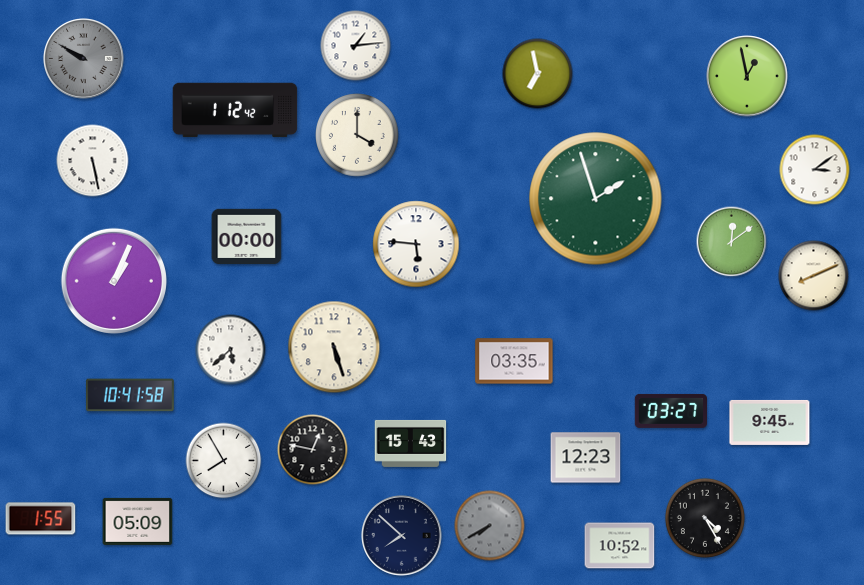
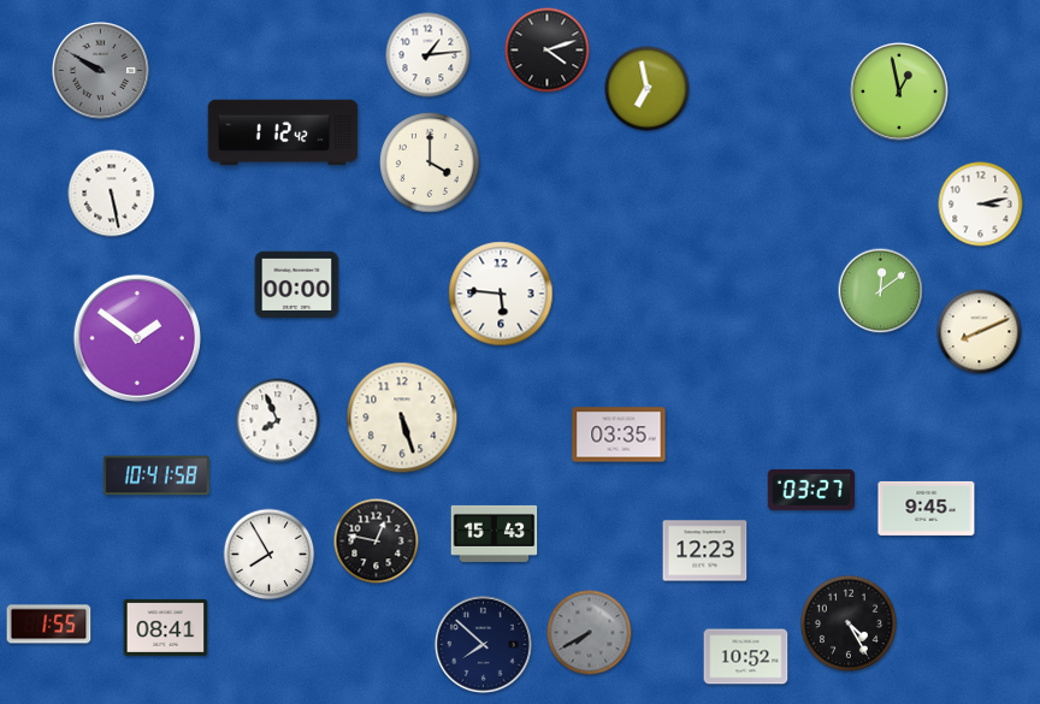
clock at (548, 51): none -> 4:12
clock at (815, 170): 3:09 -> 3:13
clock at (596, 199): 1:57 -> none
clock at (114, 281): 1:04 -> 1:51
clock at (231, 350): 5:38 -> 7:56
clock at (670, 411) position: (670, 411) -> (810, 490)
clock at (138, 521): 05:09 -> 08:41
